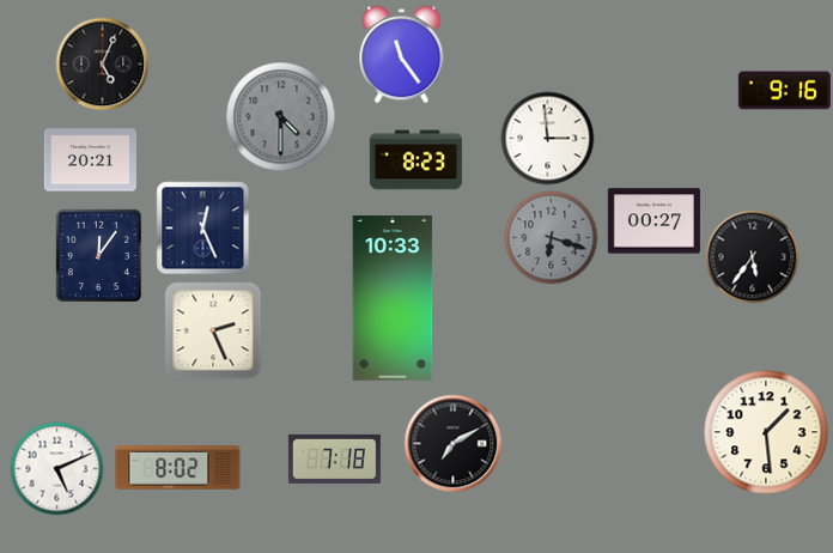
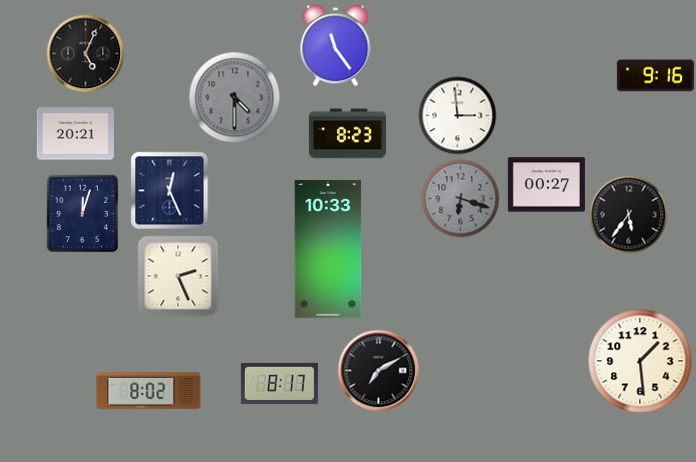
clock at (99, 255): 12:06 -> 12:03
clock at (334, 458): 7:18 -> 8:17
clock at (56, 468): 5:11 -> none
